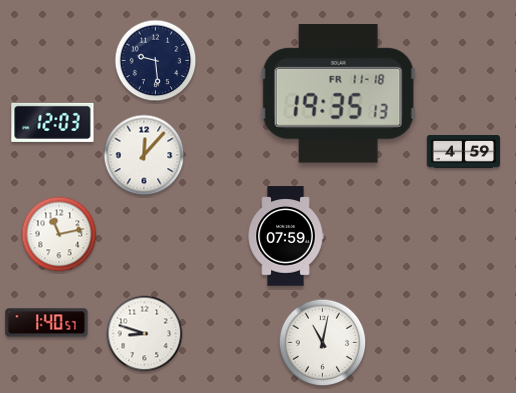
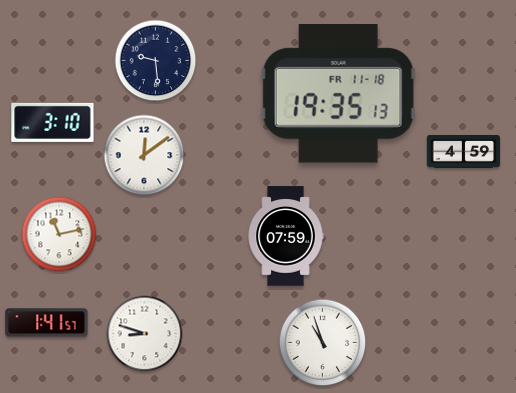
clock at (53, 122): 12:03 -> 3:10
clock at (144, 155): 12:07 -> 12:09
clock at (47, 323): 1:40 -> 1:41
clock at (323, 343): 11:02 -> 10:57
